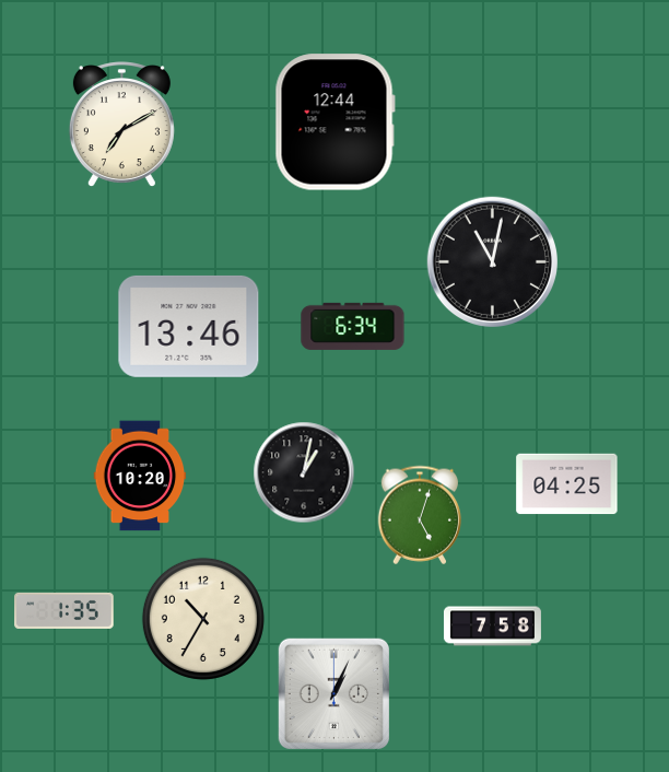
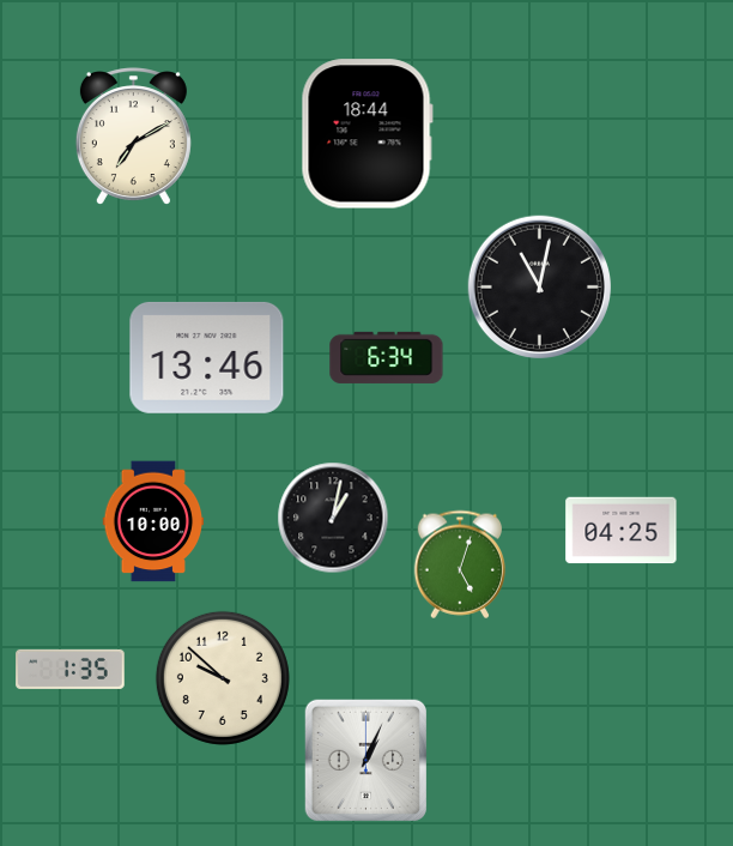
clock at (334, 122): 12:44 -> 18:44
clock at (140, 476): 10:20 -> 10:00
clock at (203, 619): 10:35 -> 9:52
clock at (492, 627): 7:58 -> none
